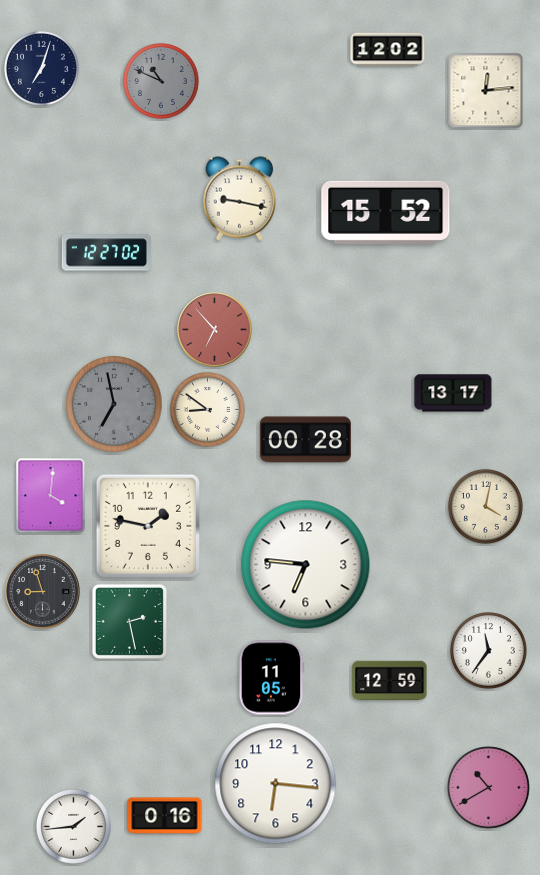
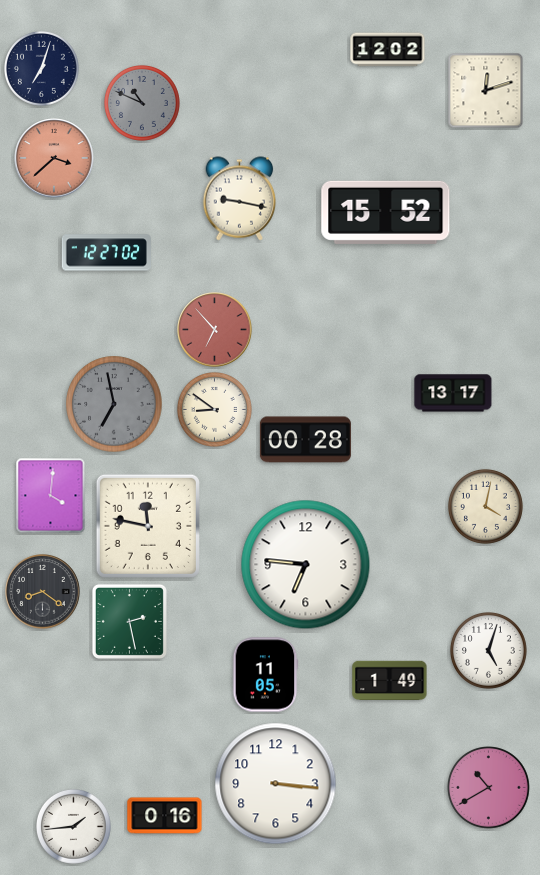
clock at (161, 81) position: (161, 81) -> (142, 103)
clock at (486, 91): 12:14 -> 12:12
clock at (54, 158): none -> 3:38
clock at (207, 409) position: (207, 409) -> (214, 409)
clock at (148, 526): 1:47 -> 11:47
clock at (43, 592): 8:57 -> 8:21
clock at (488, 650): 11:36 -> 5:03
clock at (271, 678) position: (271, 678) -> (265, 675)
clock at (390, 680): 12:59 -> 1:49
clock at (276, 784): 6:16 -> 3:16
